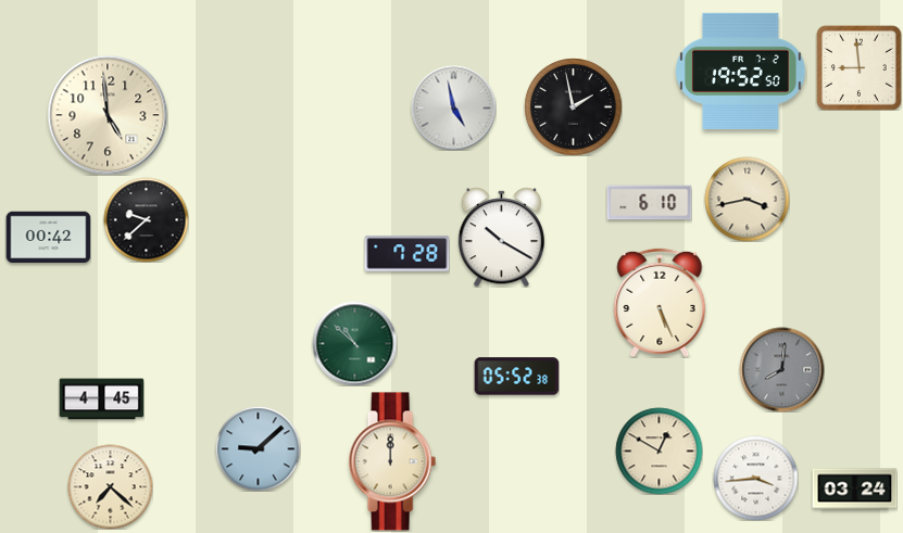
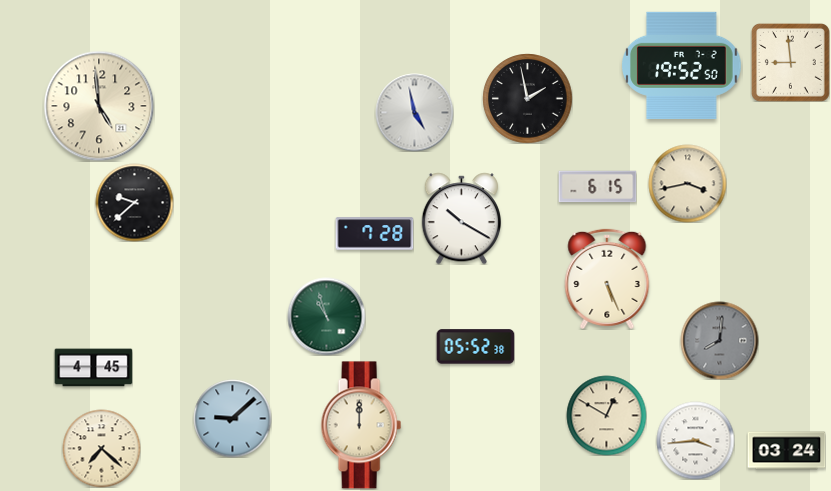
clock at (453, 107) position: (453, 107) -> (414, 112)
clock at (649, 203): 6:10 -> 6:15
clock at (48, 238): 00:42 -> none
clock at (354, 343): 10:52 -> 10:57
clock at (258, 448) position: (258, 448) -> (232, 418)
